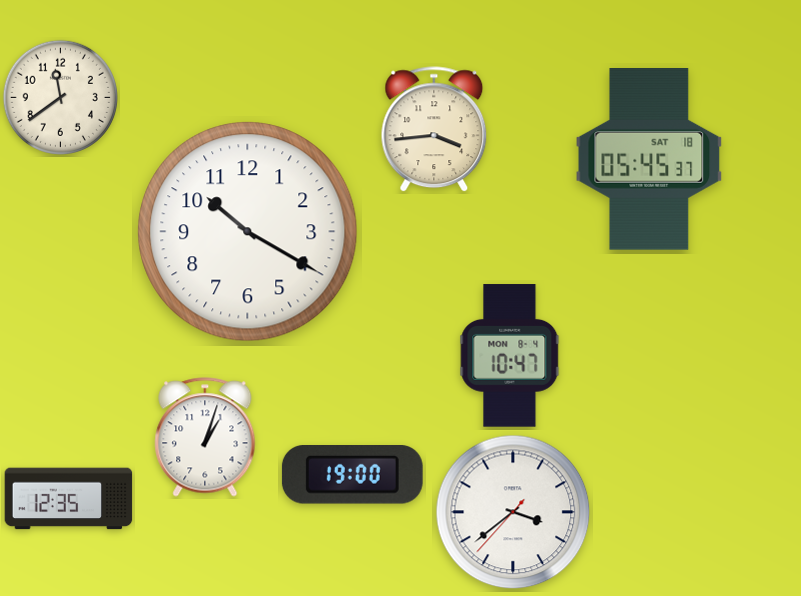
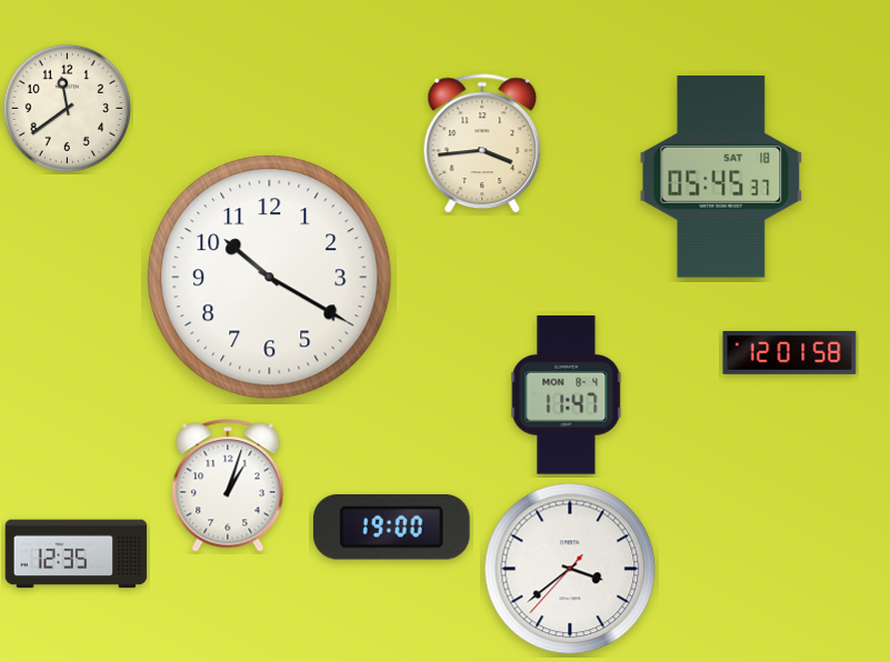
clock at (248, 232) position: (248, 232) -> (270, 278)
clock at (790, 353): none -> 12:01
clock at (510, 356): 10:47 -> 11:47
